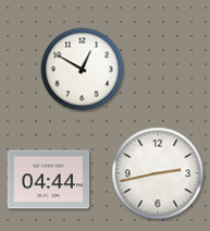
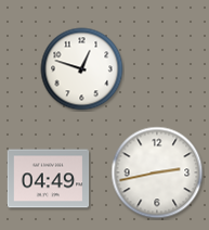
clock at (83, 70): 12:50 -> 12:48
clock at (49, 180): 04:44 -> 04:49
